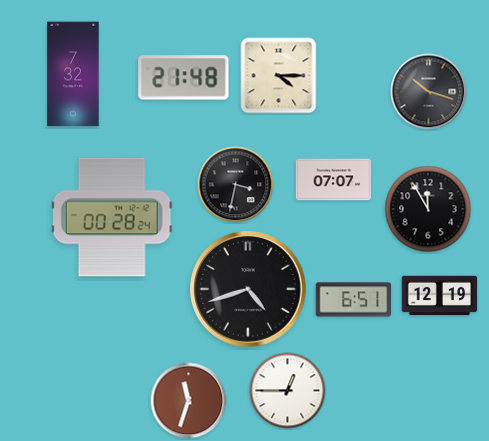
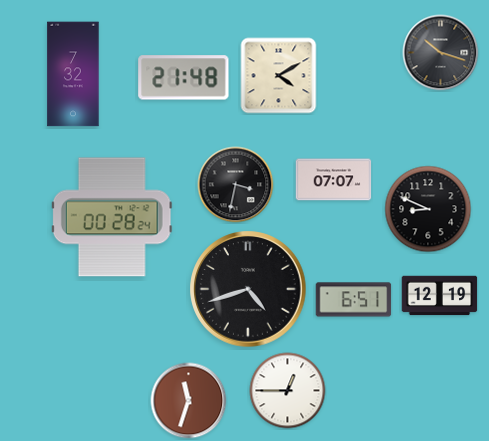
clock at (279, 76): 4:15 -> 4:10
clock at (429, 92) position: (429, 92) -> (441, 53)
clock at (428, 209): 11:55 -> 8:49
